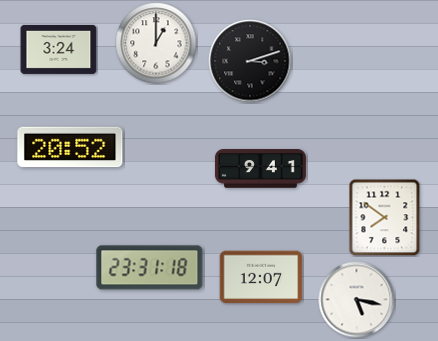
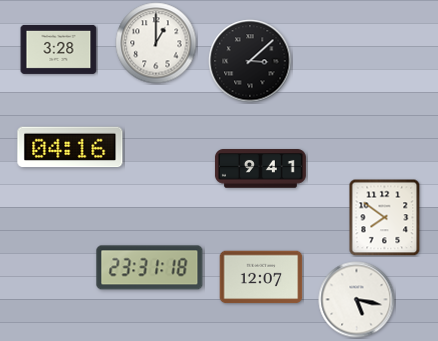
clock at (59, 49): 3:24 -> 3:28
clock at (250, 61): 3:12 -> 3:08
clock at (70, 147): 20:52 -> 04:16
